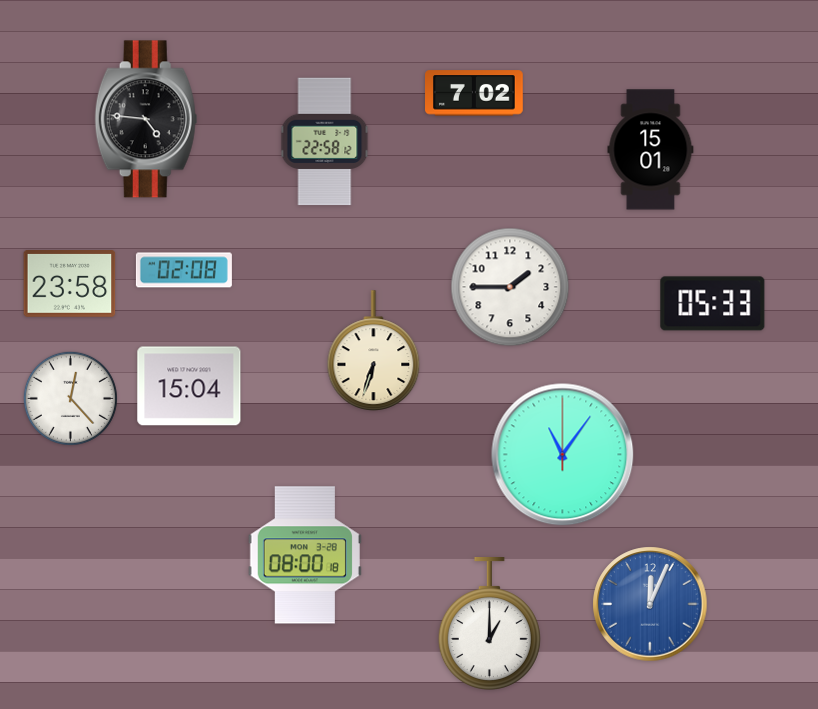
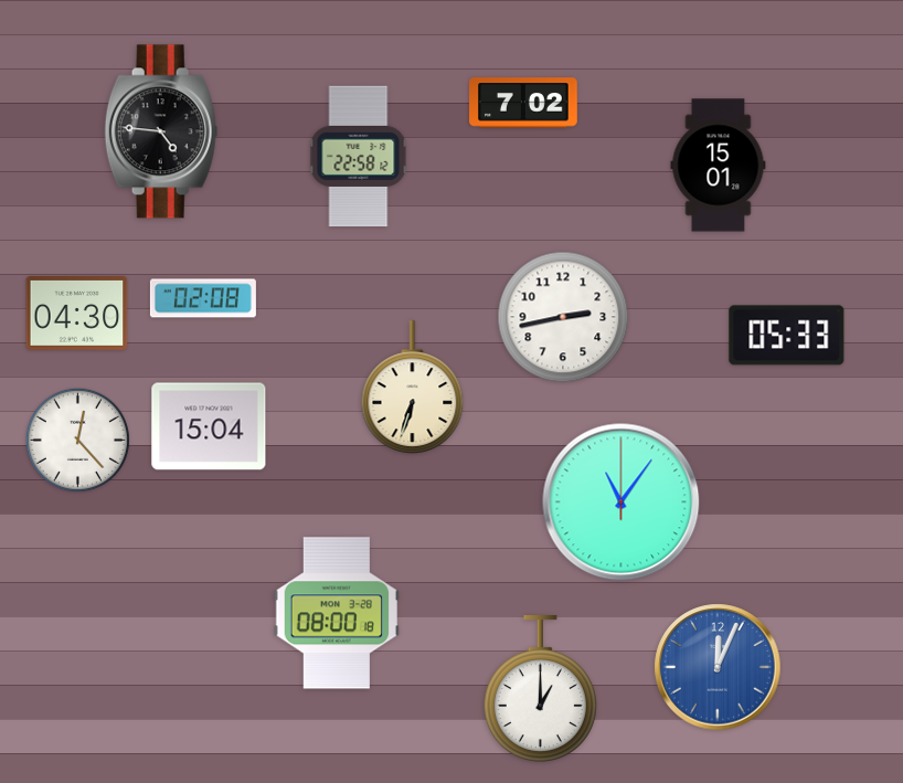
clock at (70, 284): 23:58 -> 04:30
clock at (510, 287): 1:45 -> 2:43
